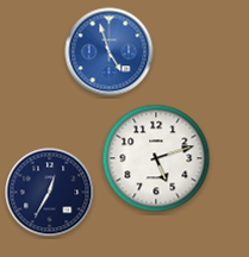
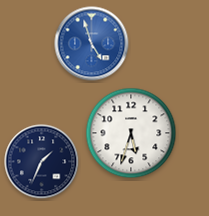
clock at (156, 158): 5:12 -> 5:33
clock at (50, 193): 12:35 -> 1:34
